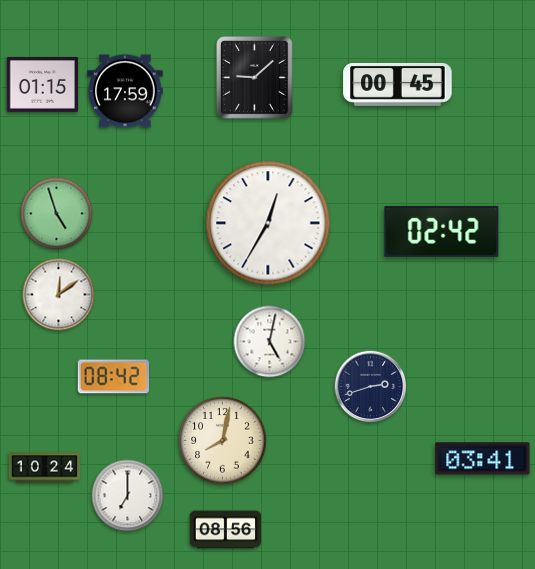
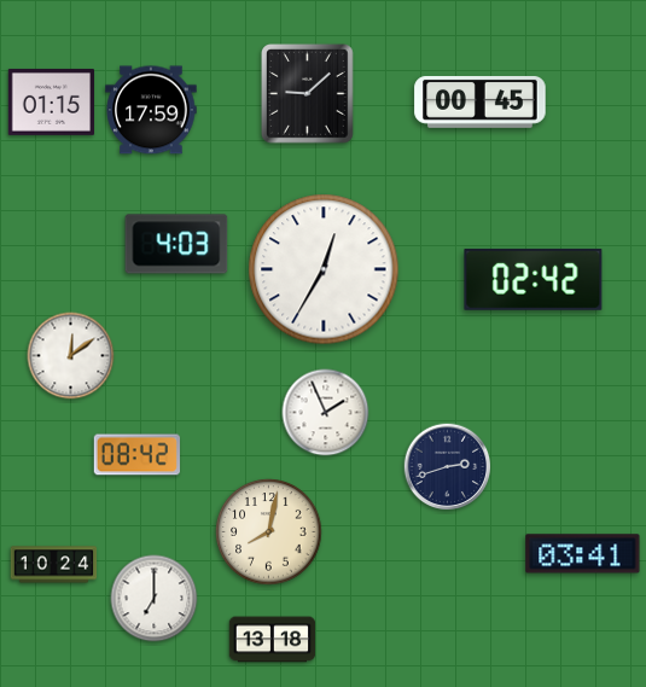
clock at (176, 244): none -> 4:03
clock at (57, 214): 4:57 -> none
clock at (270, 342): 5:02 -> 1:56
clock at (226, 530): 08:56 -> 13:18
